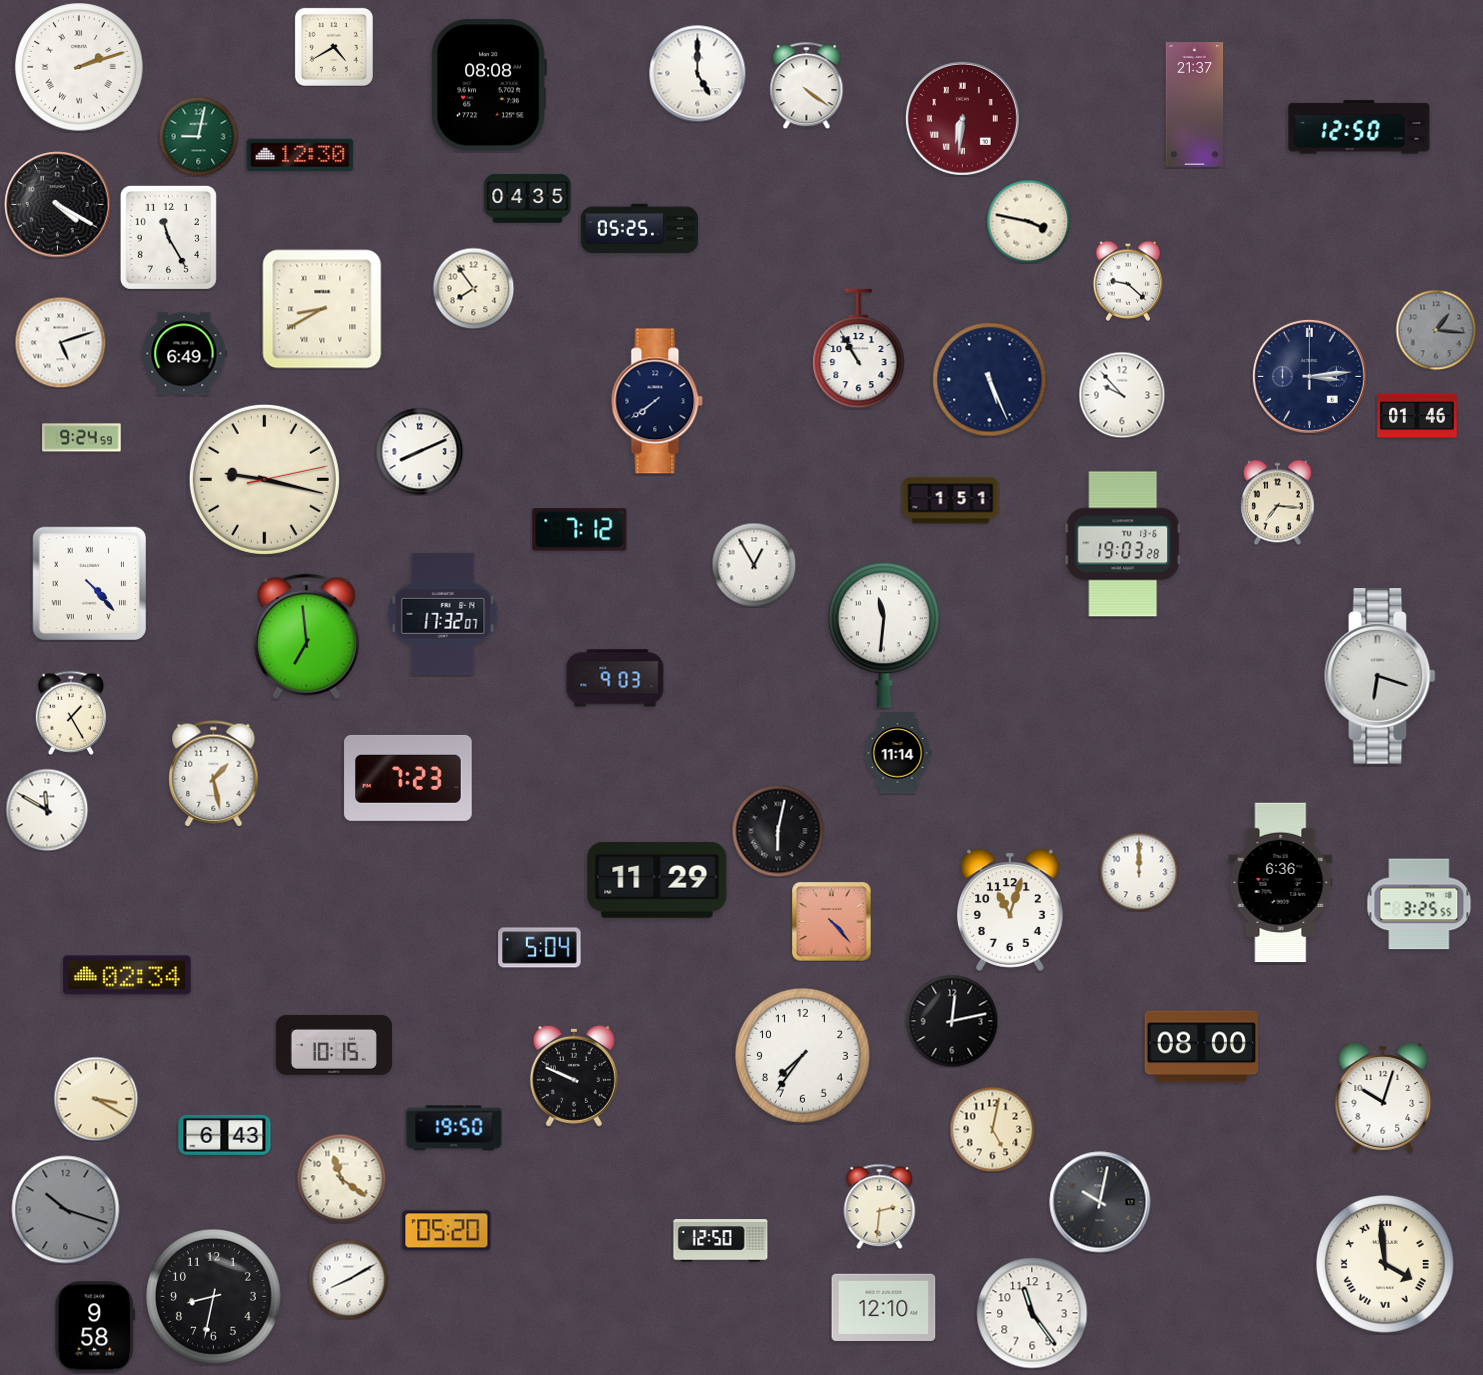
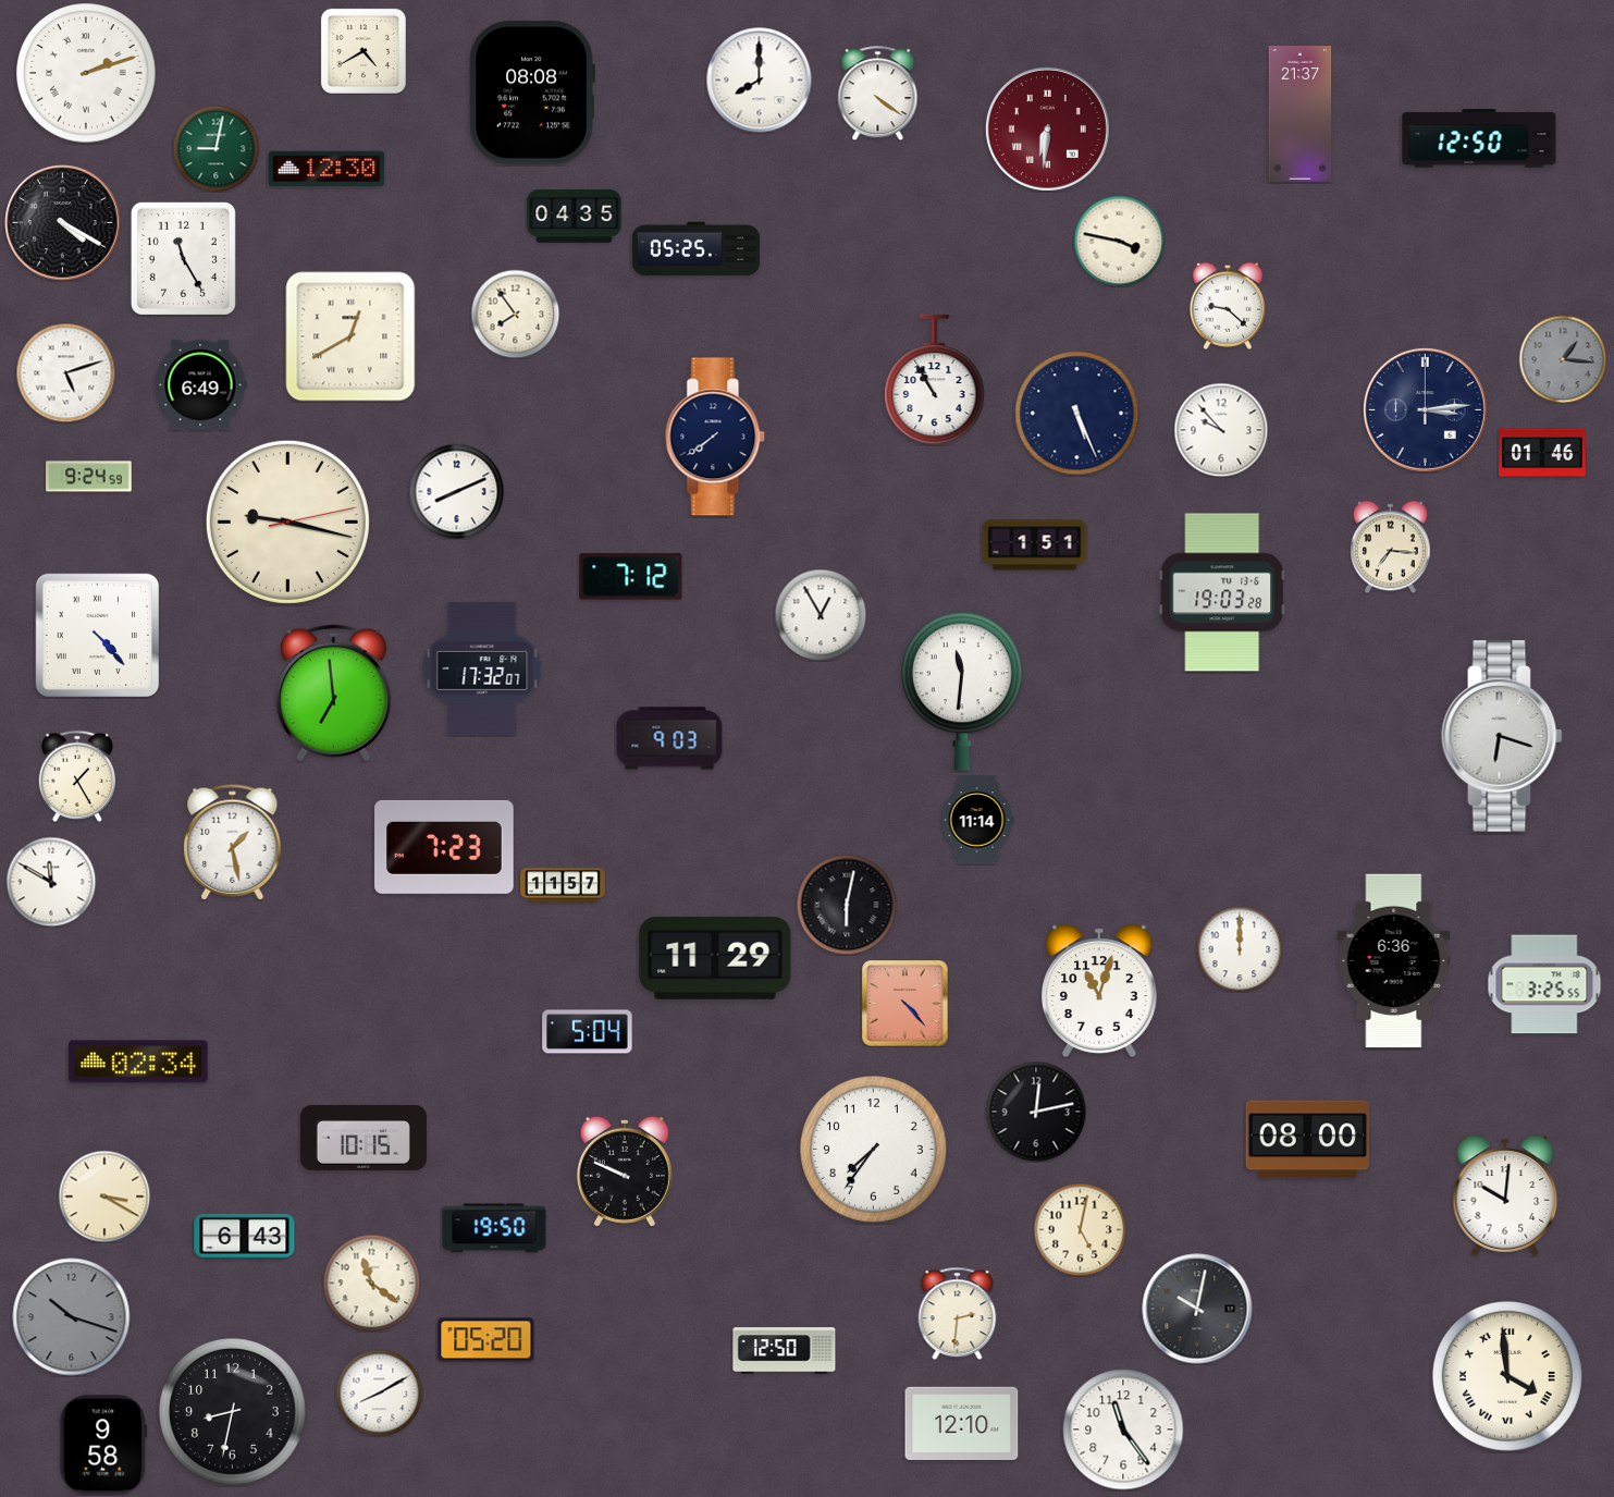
clock at (698, 74): 5:00 -> 8:00
clock at (322, 309): 8:40 -> 12:40
clock at (563, 885): none -> 11:57
clock at (1383, 1098): 10:03 -> 10:01
